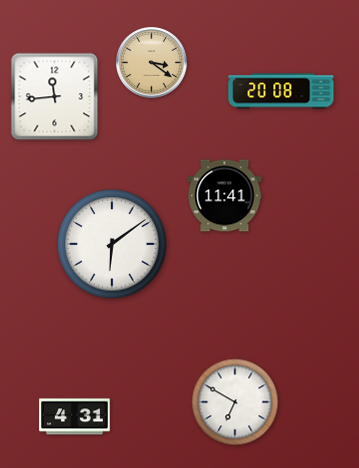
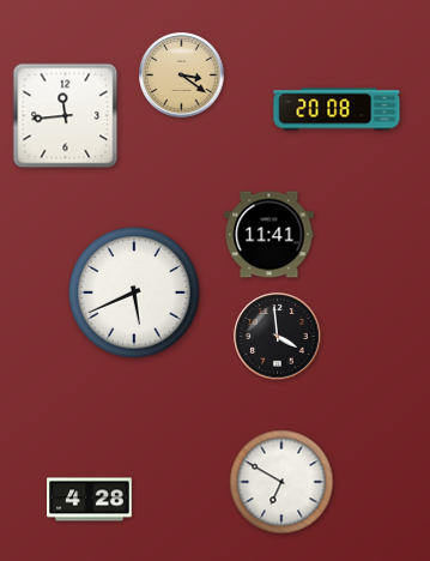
clock at (112, 244): 6:09 -> 5:41
clock at (278, 337): none -> 3:59
clock at (75, 417): 4:31 -> 4:28
